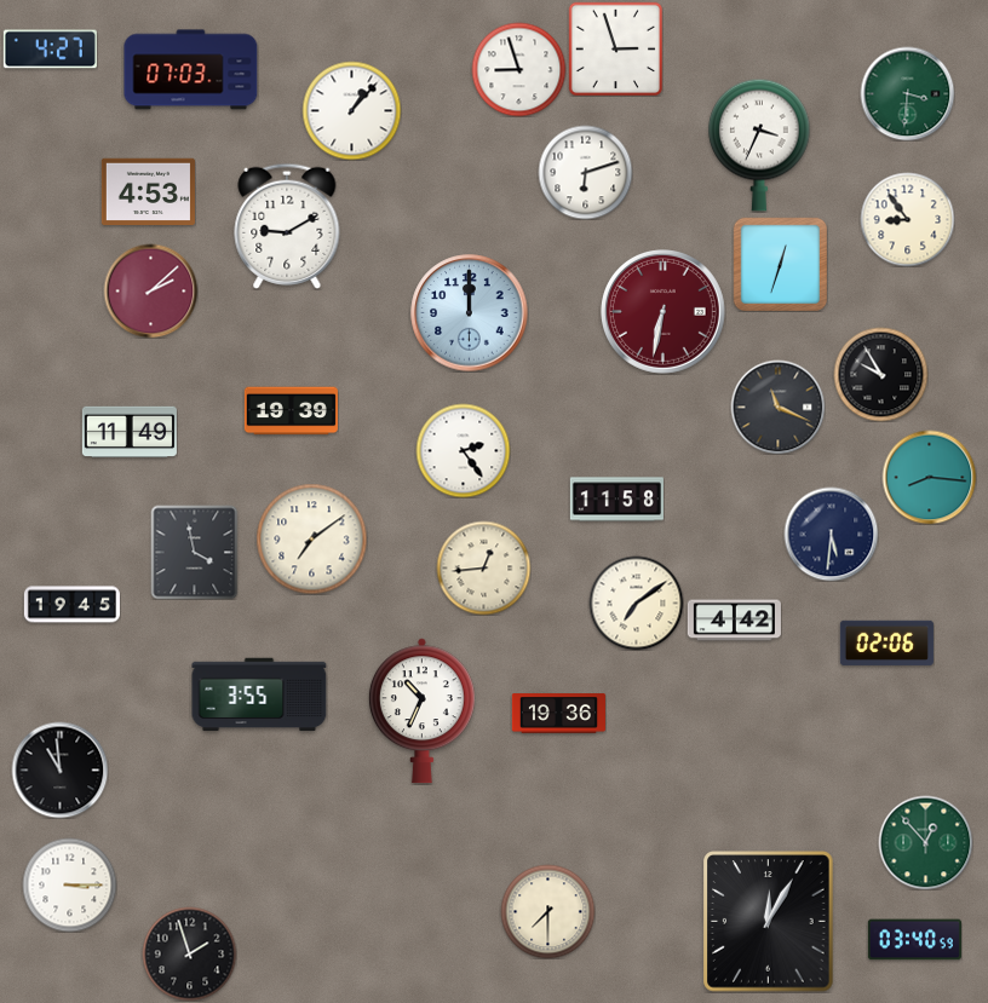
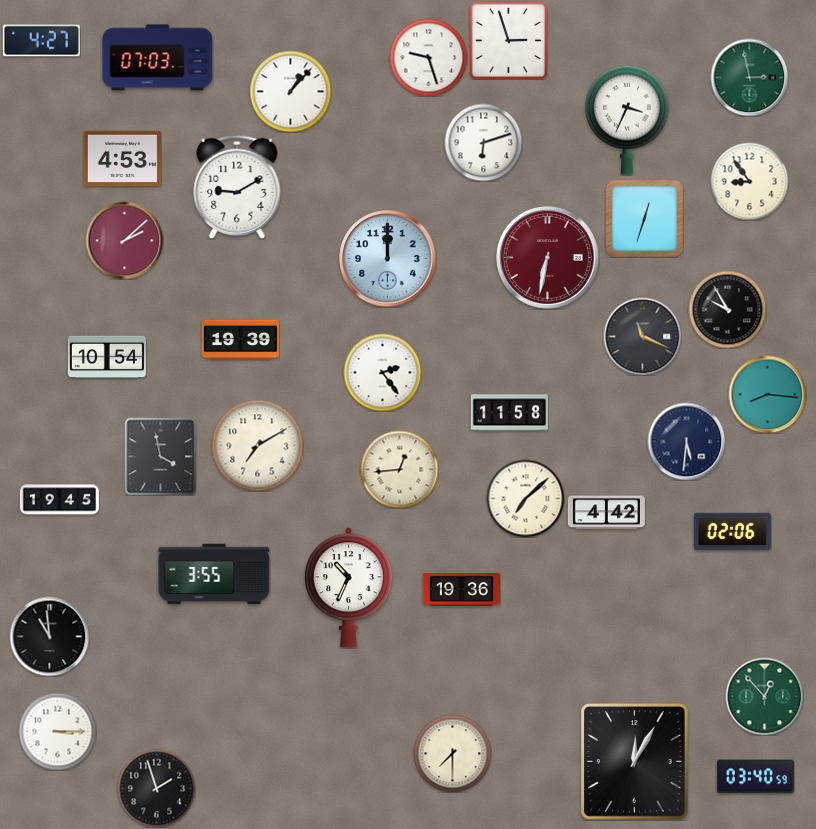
clock at (518, 69): 8:57 -> 9:27
clock at (907, 93): 3:31 -> 2:58
clock at (130, 431): 11:49 -> 10:54
clock at (311, 538): 7:09 -> 7:10
clock at (636, 603): 7:09 -> 7:08
